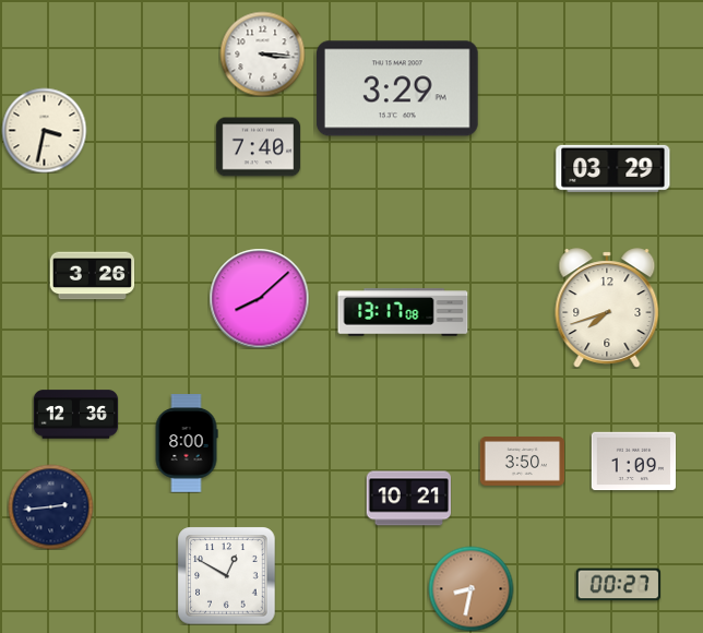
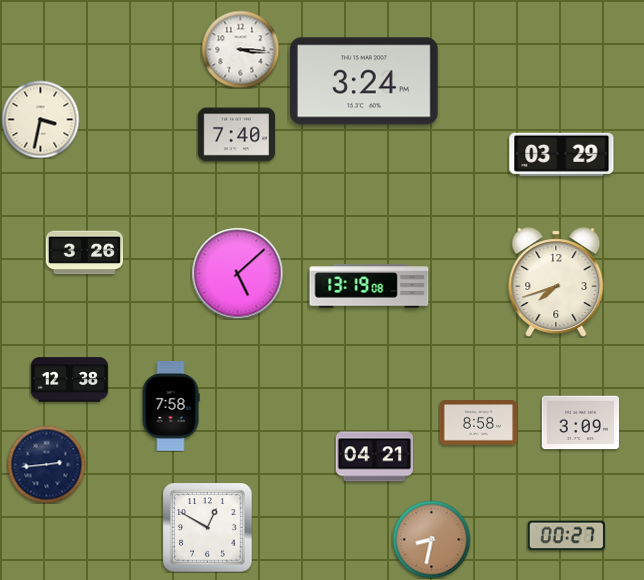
clock at (398, 88): 3:29 -> 3:24
clock at (259, 298): 8:08 -> 5:08
clock at (403, 312): 13:17 -> 13:19
clock at (75, 415): 12:36 -> 12:38
clock at (187, 443): 8:00 -> 7:58
clock at (522, 462): 3:50 -> 8:58
clock at (633, 462): 1:09 -> 3:09
clock at (408, 499): 10:21 -> 04:21
